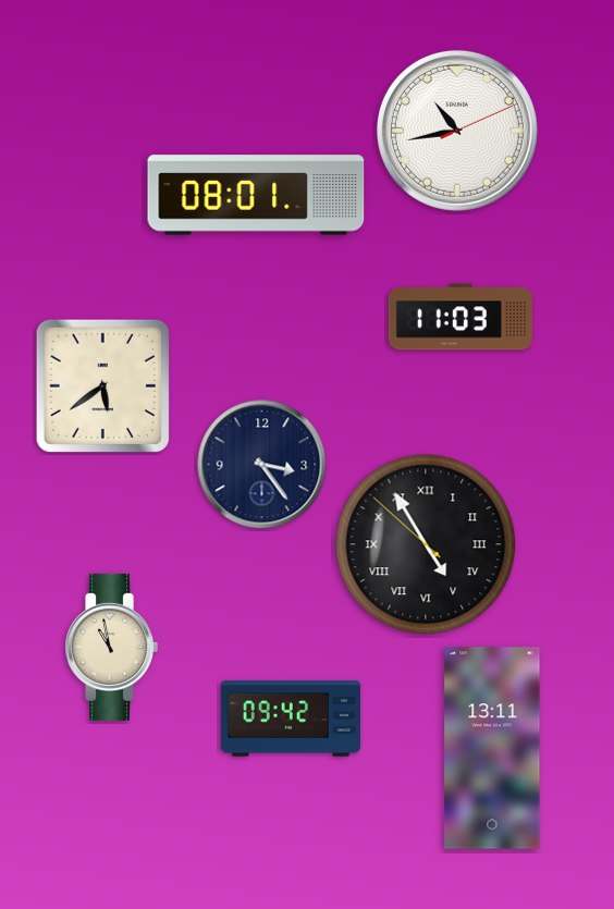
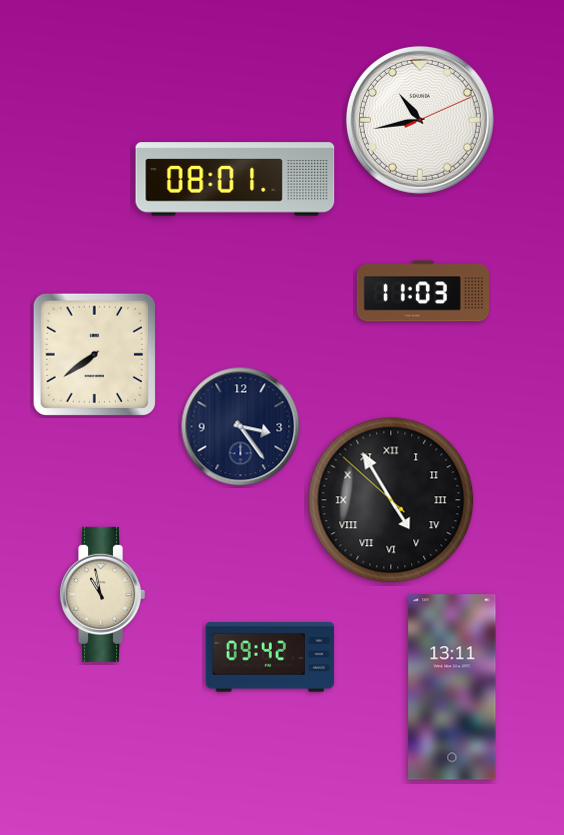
clock at (102, 385): 5:39 -> 7:39
clock at (291, 718) position: (291, 718) -> (270, 657)
